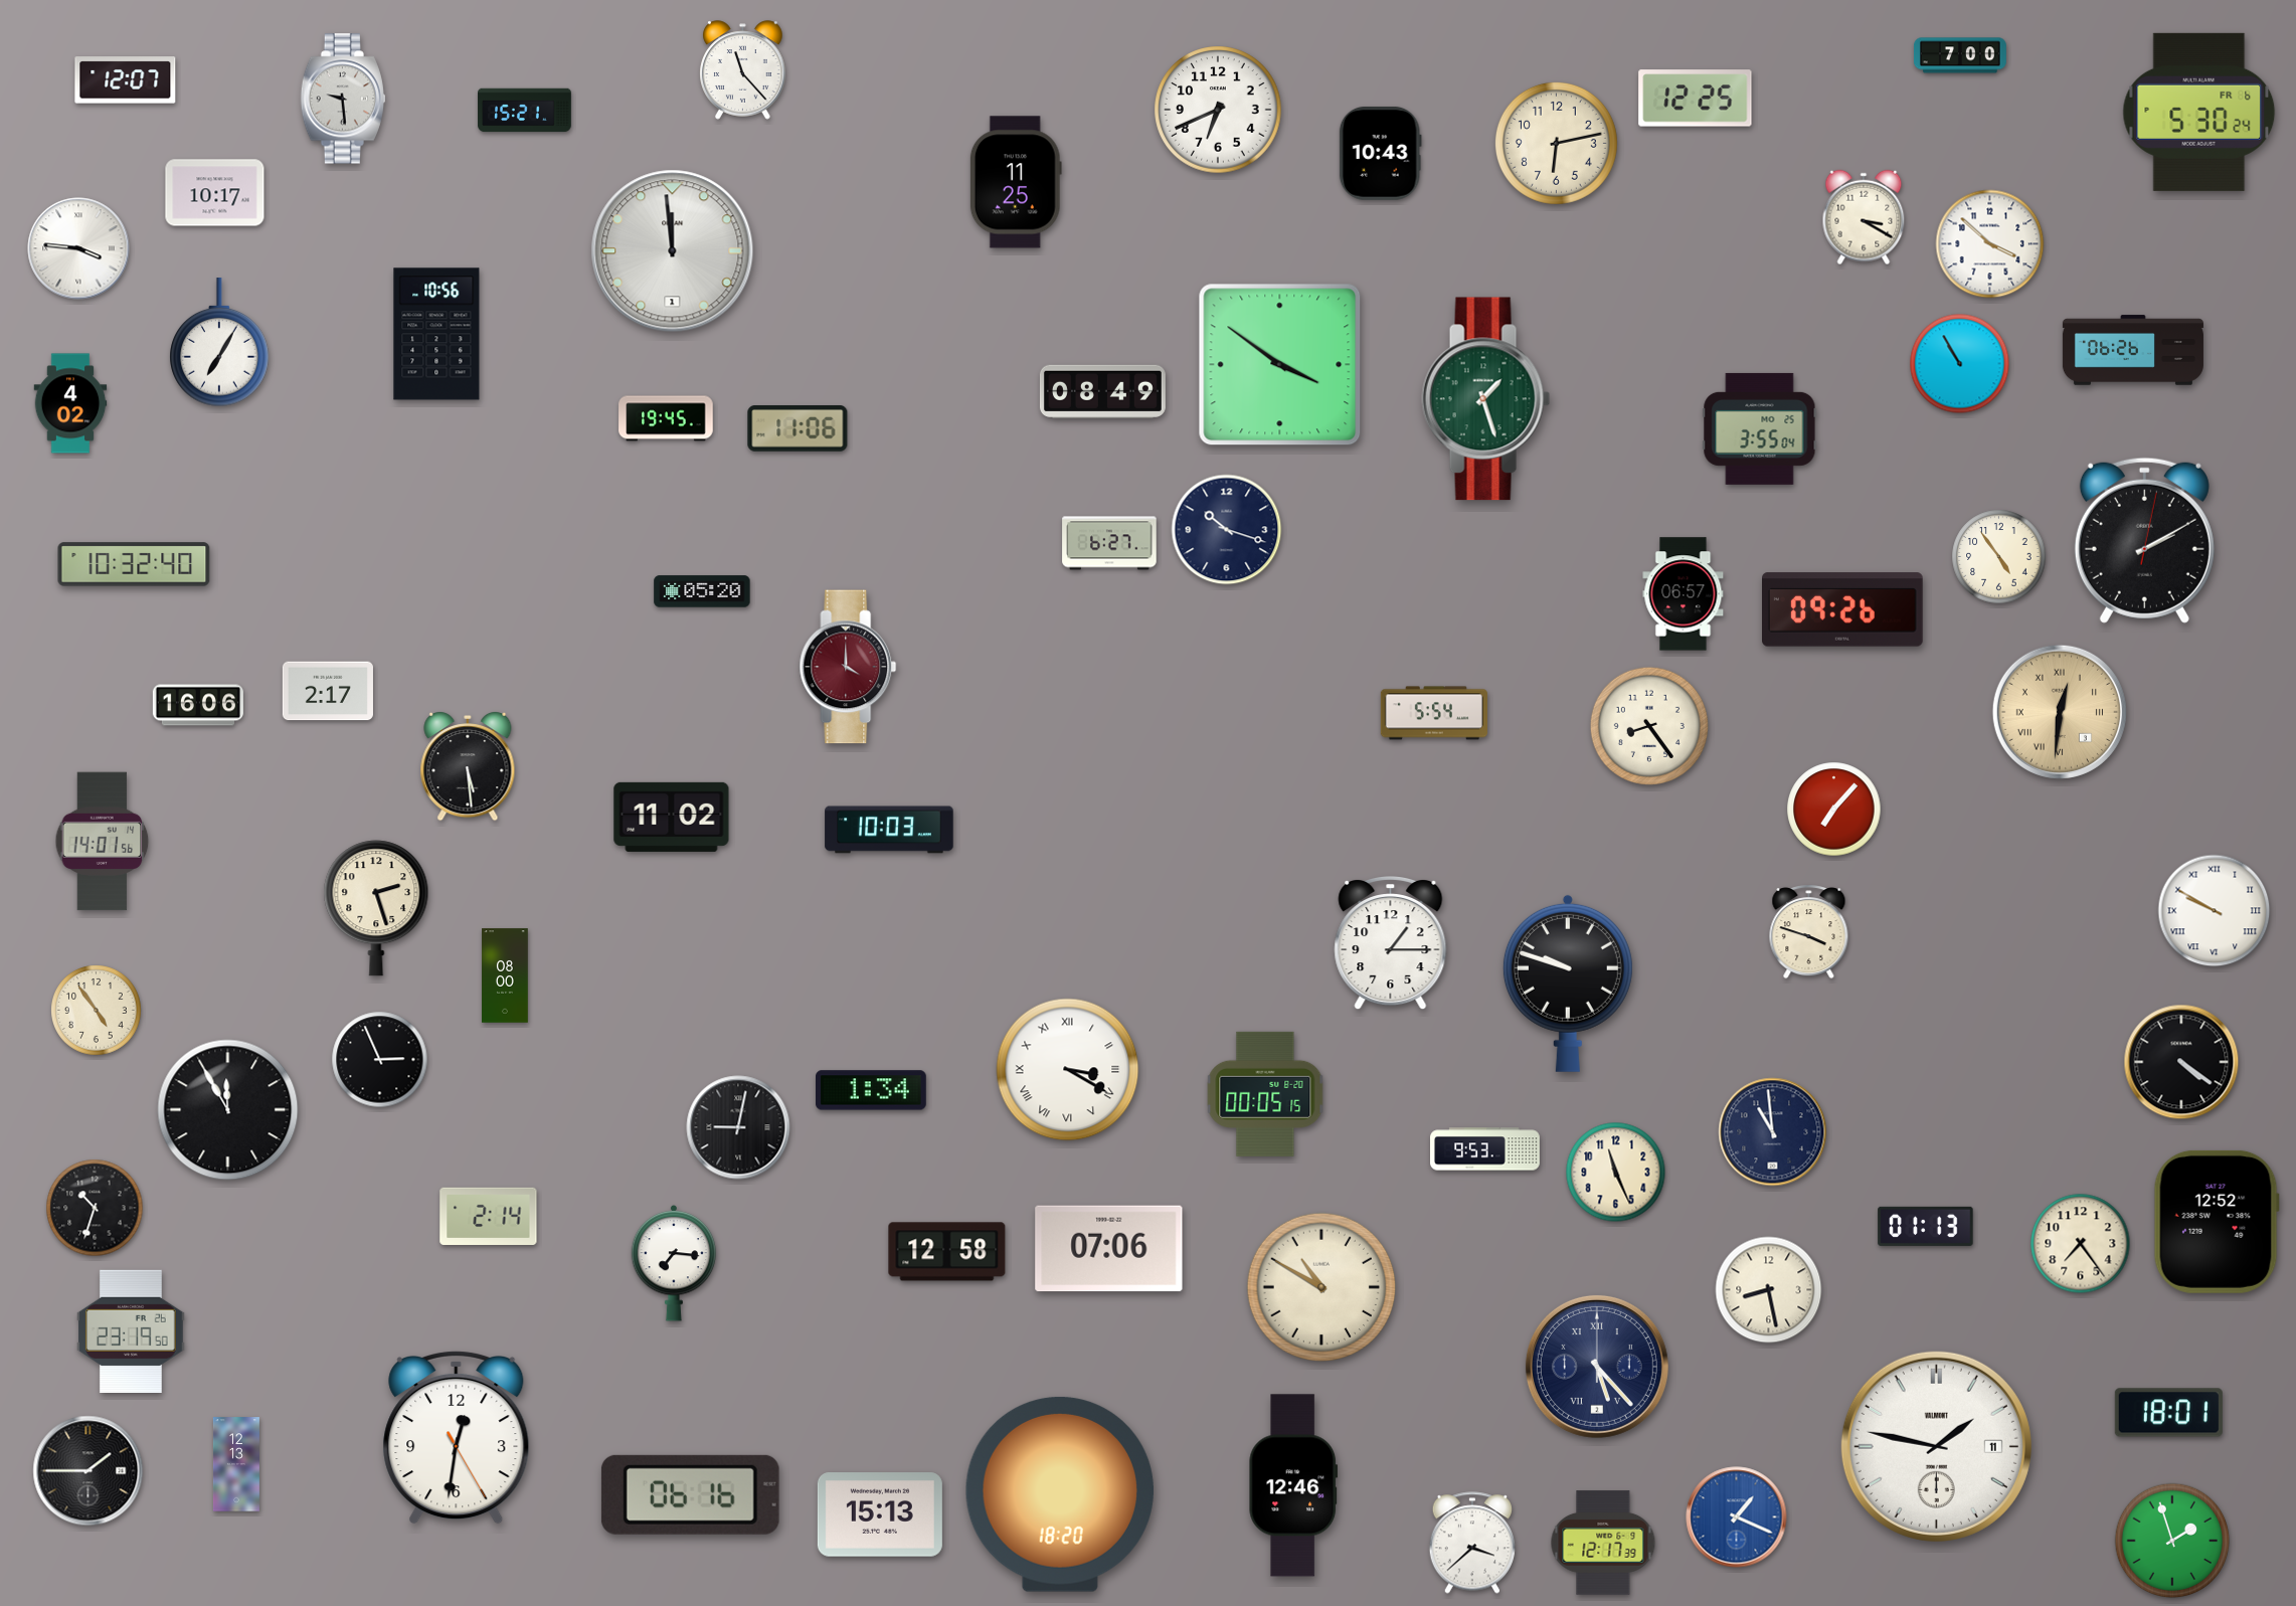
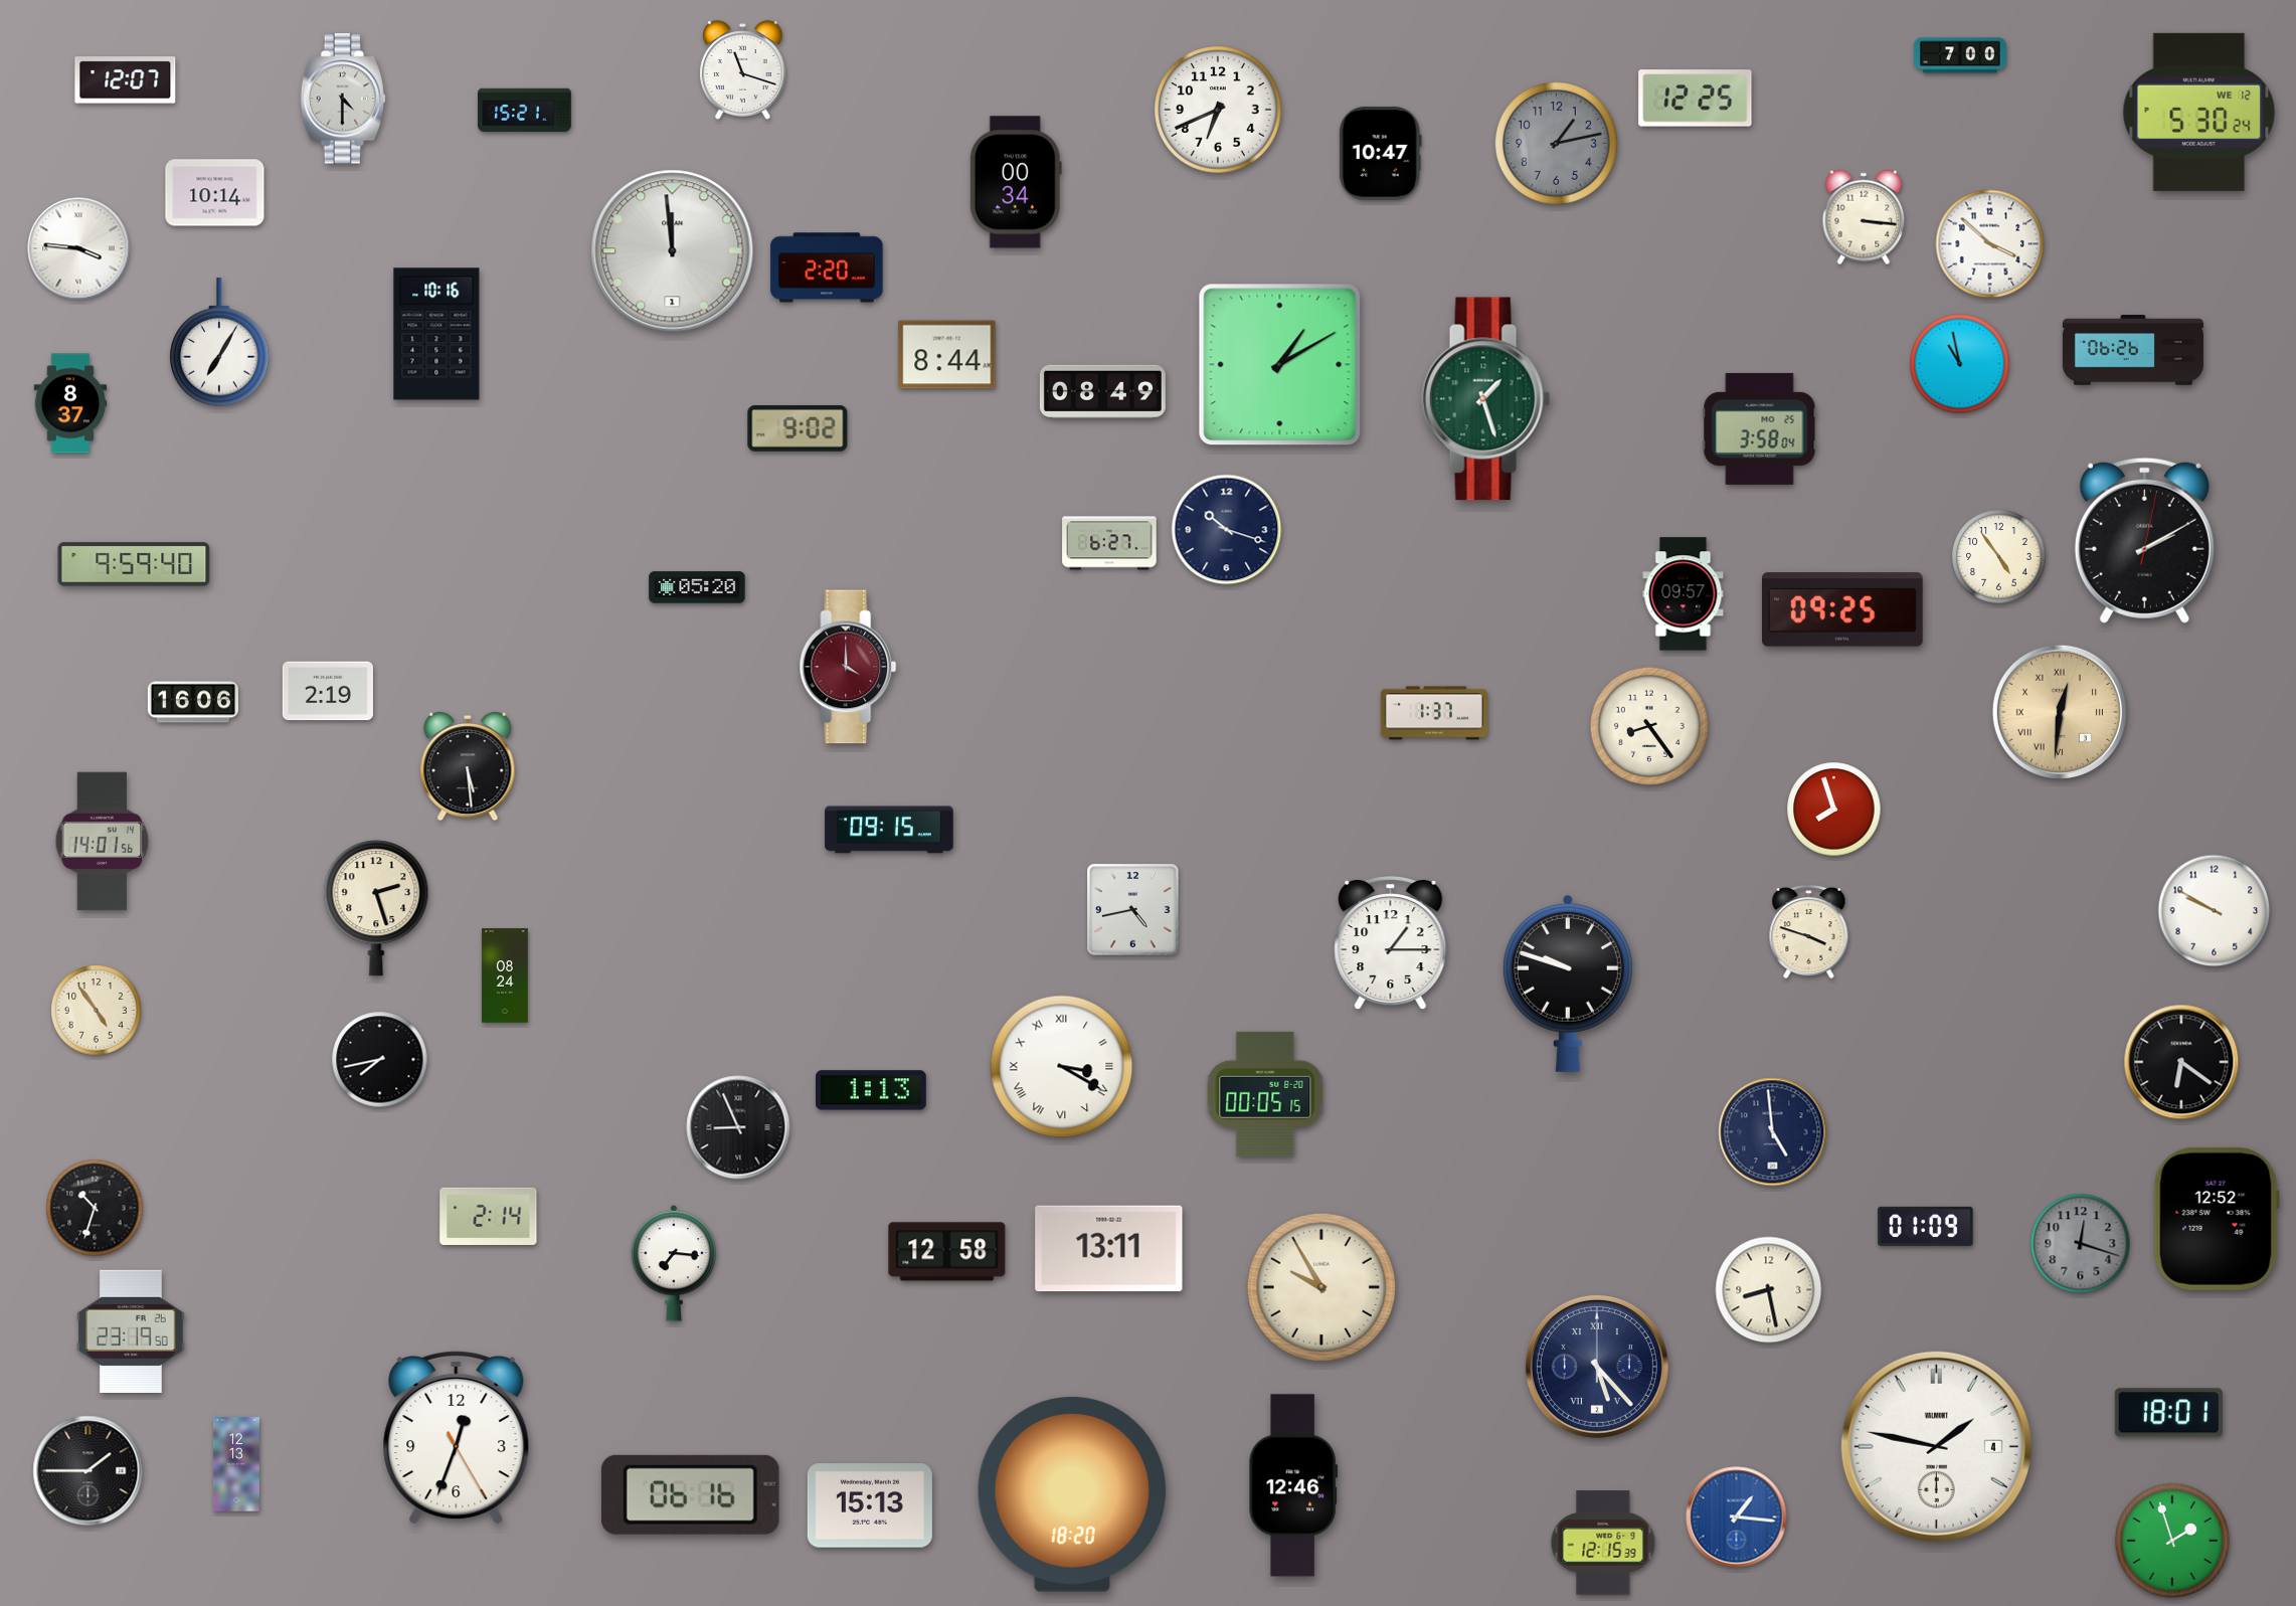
clock at (743, 70): 11:23 -> 11:18
clock at (342, 99): 9:29 -> 4:30
clock at (2199, 112) date: FR 6 -> WE 12
clock at (1556, 143): 6:13 -> 1:13
clock at (1556, 143) dial: cream -> grey
clock at (1380, 153): 10:43 -> 10:47
clock at (1016, 182): 11:25 -> 00:34
clock at (215, 193): 10:17 -> 10:14
clock at (1864, 217): 3:20 -> 3:16
clock at (827, 267): none -> 2:20
clock at (436, 334): 10:56 -> 10:16
clock at (947, 355): none -> 8:44
clock at (1960, 364): 10:55 -> 10:58
clock at (1280, 365): 3:51 -> 1:10
clock at (70, 403): 4:02 -> 8:37
clock at (666, 418): 19:45 -> none
clock at (1760, 428): 3:55 -> 3:58
clock at (798, 429): 11:06 -> 9:02
clock at (134, 564): 10:32 -> 9:59
clock at (702, 591) position: (702, 591) -> (697, 587)
clock at (1684, 594): 06:57 -> 09:57
clock at (1843, 609): 09:26 -> 09:25
clock at (328, 691): 2:17 -> 2:19
clock at (198, 705) position: (198, 705) -> (193, 702)
clock at (1434, 713): 5:54 -> 1:37
clock at (1834, 810): 7:07 -> 7:57
clock at (672, 817): 11:02 -> none
clock at (889, 830): 10:03 -> 09:15
clock at (1133, 910): none -> 4:43
clock at (2215, 911) numerals: Roman -> Arabic
clock at (505, 975): 08:00 -> 08:24
clock at (380, 1060): 2:56 -> 7:43
clock at (2181, 1062): 4:21 -> 6:21
clock at (1068, 1070) position: (1068, 1070) -> (1062, 1067)
clock at (872, 1090): 1:34 -> 1:13
clock at (228, 1110): 11:55 -> none
clock at (738, 1127): 9:02 -> 8:56
clock at (1773, 1132): 10:59 -> 4:59
clock at (1485, 1149): 9:53 -> none
clock at (1616, 1173): 11:26 -> none
clock at (2217, 1222) position: (2217, 1222) -> (2217, 1219)
clock at (1926, 1226): 01:13 -> 01:09
clock at (2081, 1244): 7:24 -> 12:18
clock at (2081, 1244) dial: cream -> grey
clock at (1109, 1249): 07:06 -> 13:11
clock at (1321, 1287): 10:50 -> 9:55
clock at (457, 1437): 12:31 -> 12:33
clock at (1936, 1446) date: 11 -> 4
clock at (1060, 1494) position: (1060, 1494) -> (1072, 1494)
clock at (880, 1514) position: (880, 1514) -> (870, 1505)
clock at (1737, 1518): 1:19 -> 1:16
clock at (1471, 1543): 3:38 -> none
clock at (1603, 1543): 12:17 -> 12:15
